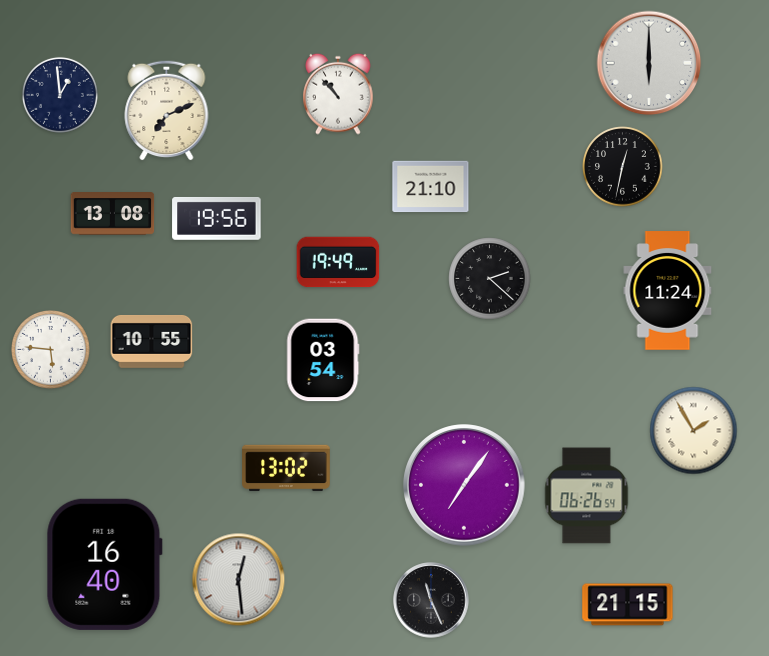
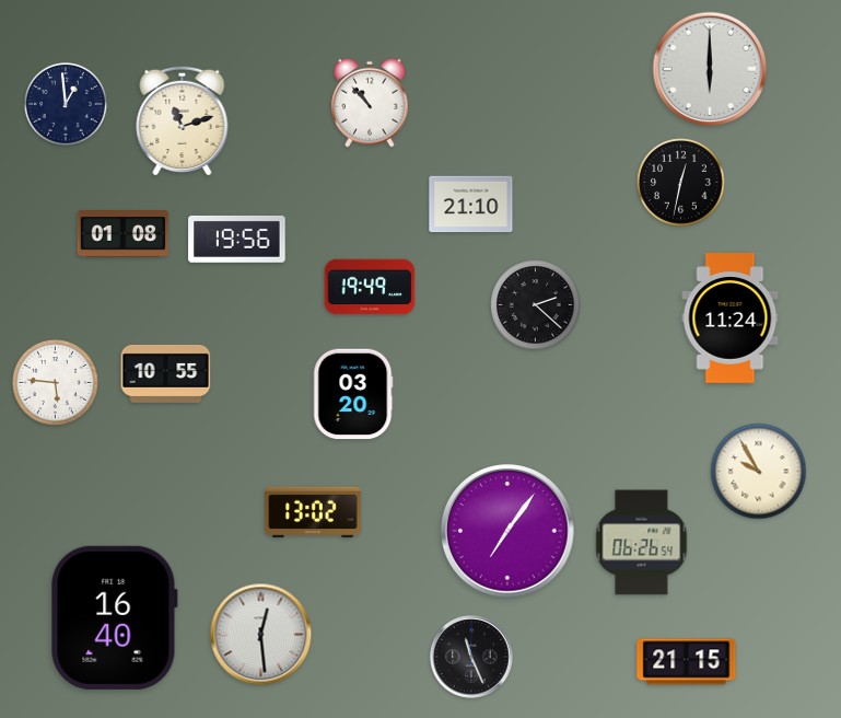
clock at (167, 110): 7:11 -> 11:12
clock at (113, 214): 13:08 -> 01:08
clock at (323, 360): 03:54 -> 03:20
clock at (694, 431): 1:55 -> 9:55
